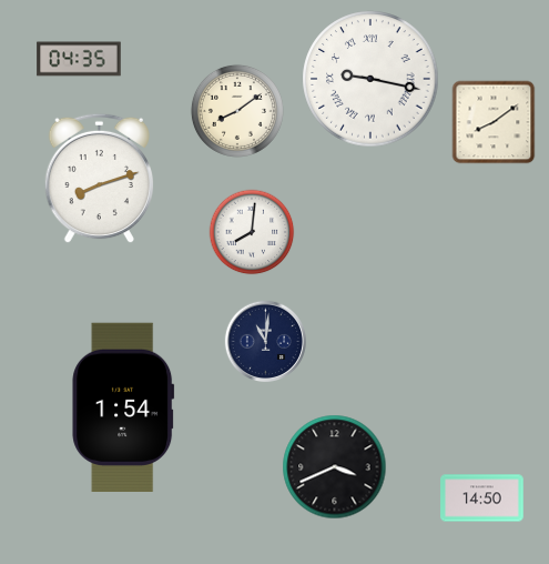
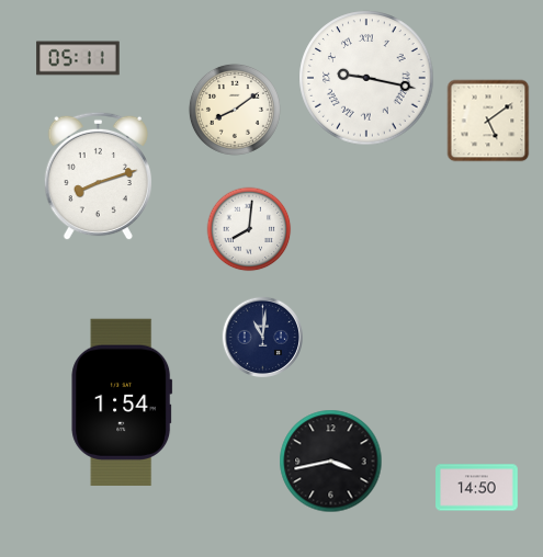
clock at (79, 59): 04:35 -> 05:11
clock at (494, 122): 8:09 -> 5:09
clock at (335, 467): 3:41 -> 3:43
clock at (482, 498) position: (482, 498) -> (477, 488)
